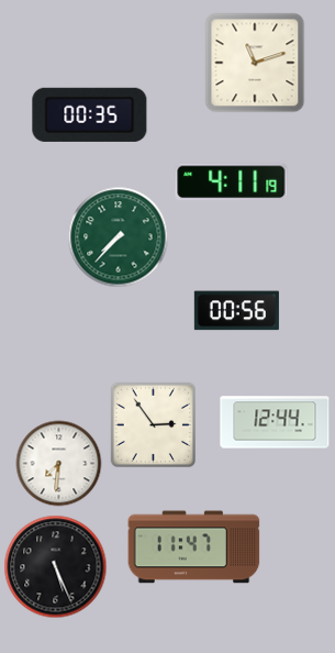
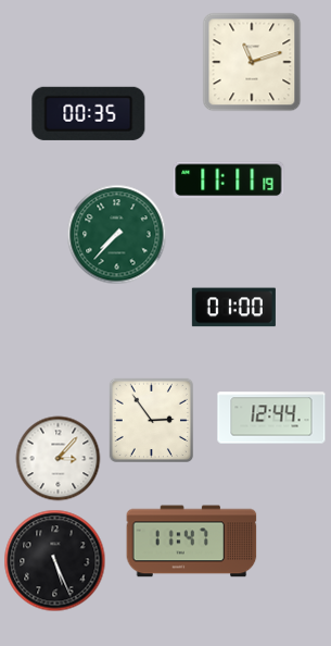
clock at (232, 182): 4:11 -> 11:11
clock at (236, 311): 00:56 -> 01:00
clock at (58, 463): 7:31 -> 3:07
